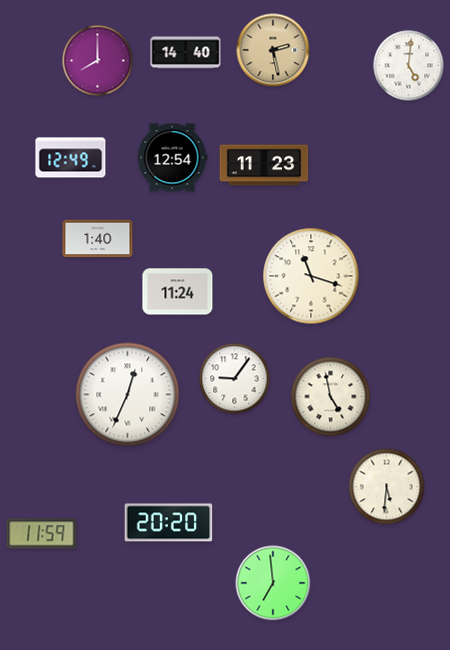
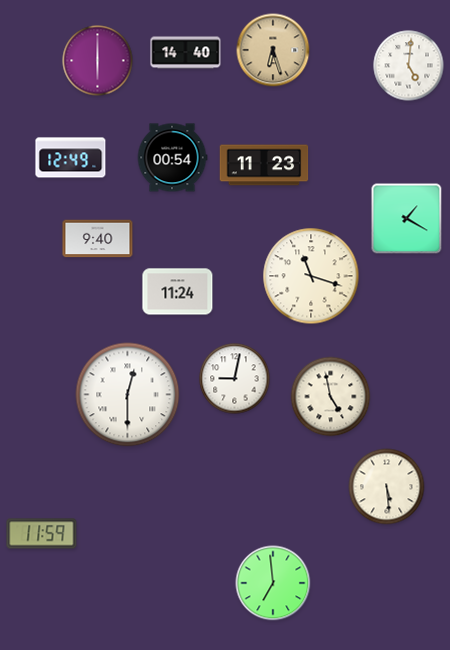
clock at (273, 50): 2:28 -> 6:27
clock at (98, 61): 8:00 -> 6:00
clock at (172, 158): 12:54 -> 00:54
clock at (407, 219): none -> 1:20
clock at (98, 239): 1:40 -> 9:40
clock at (235, 379): 9:06 -> 9:02
clock at (128, 395): 12:34 -> 12:30
clock at (387, 487): 5:31 -> 5:29
clock at (169, 523): 20:20 -> none
